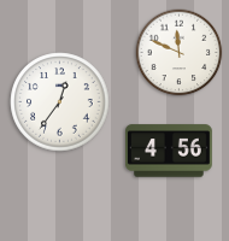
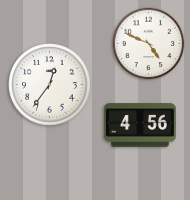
clock at (180, 53): 11:49 -> 4:49
